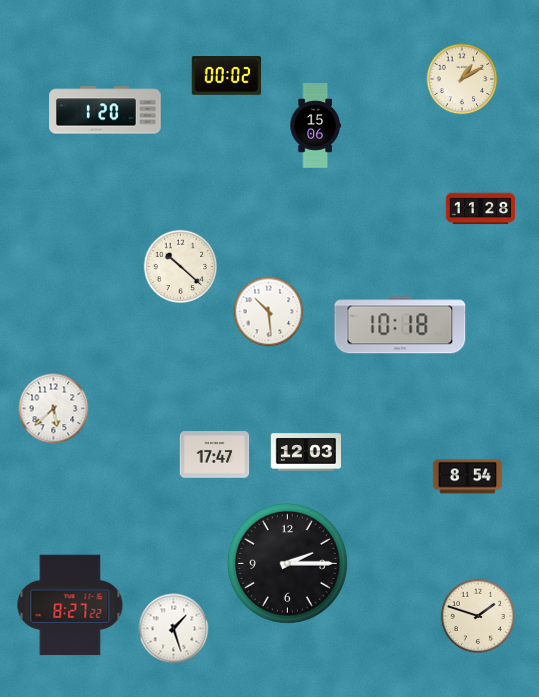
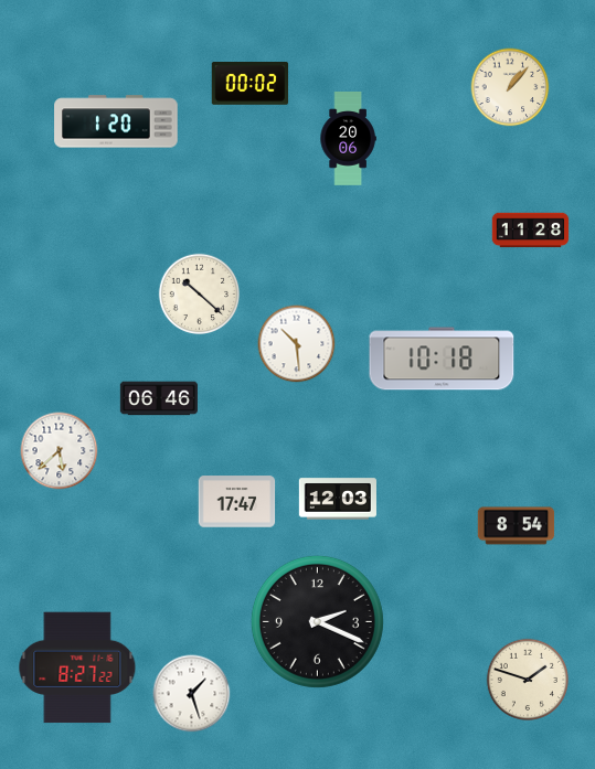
clock at (462, 79): 1:10 -> 1:07
clock at (315, 126): 15:06 -> 20:06
clock at (159, 398): none -> 06:46
clock at (287, 563): 2:15 -> 2:19
